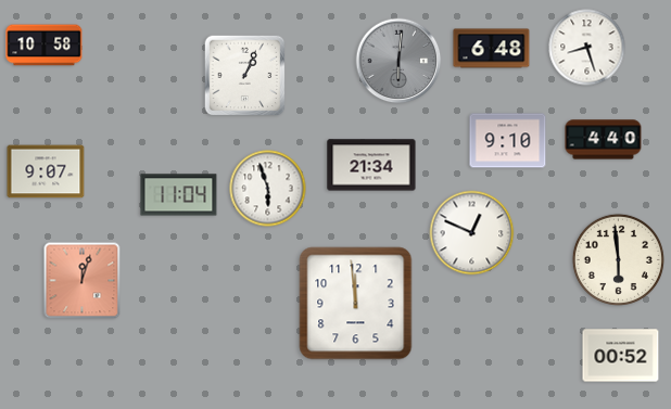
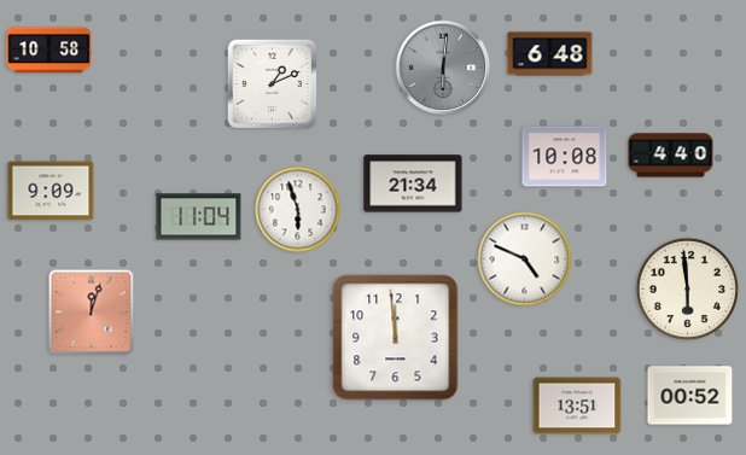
clock at (587, 48): 8:27 -> none
clock at (492, 49) position: (492, 49) -> (550, 54)
clock at (245, 76): 1:04 -> 1:11
clock at (508, 141): 9:10 -> 10:08
clock at (46, 171): 9:07 -> 9:09
clock at (472, 233): 12:49 -> 4:49
clock at (577, 406): none -> 13:51
